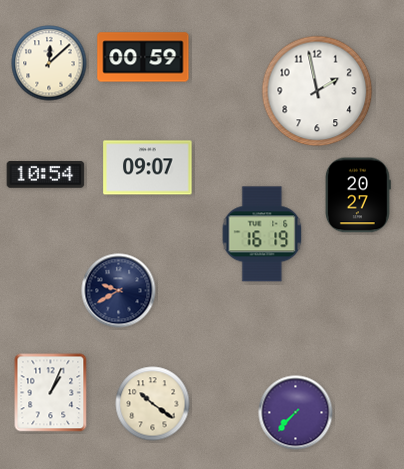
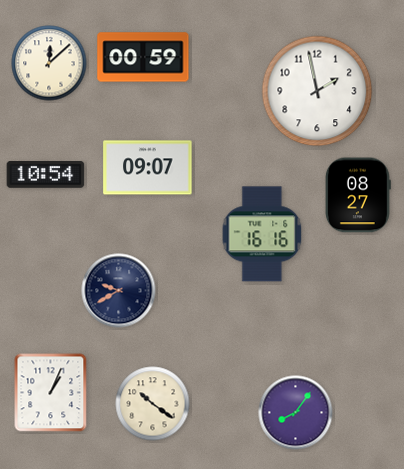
clock at (358, 195): 20:27 -> 08:27
clock at (262, 234): 16:19 -> 16:16
clock at (296, 413): 7:37 -> 8:06
